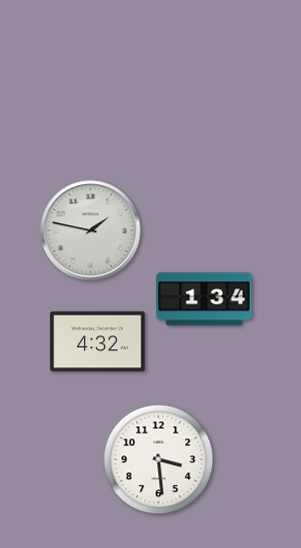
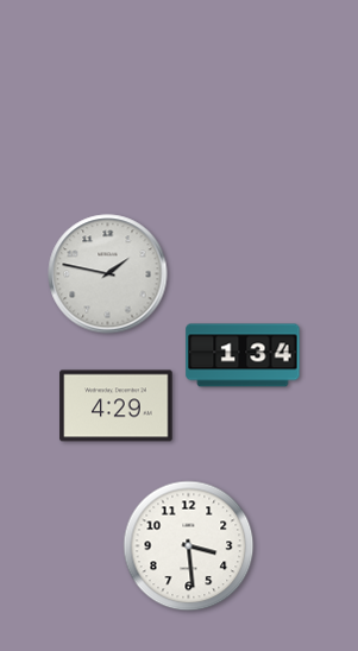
clock at (98, 342): 4:32 -> 4:29
